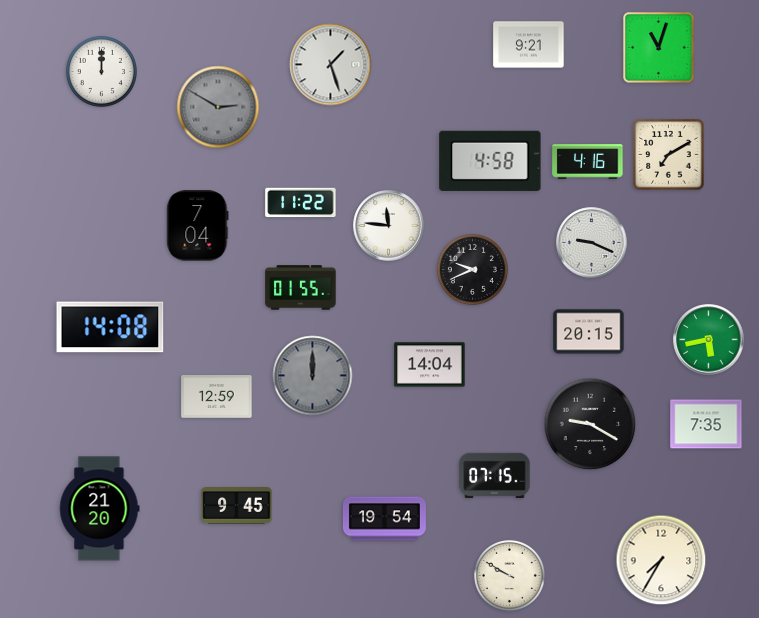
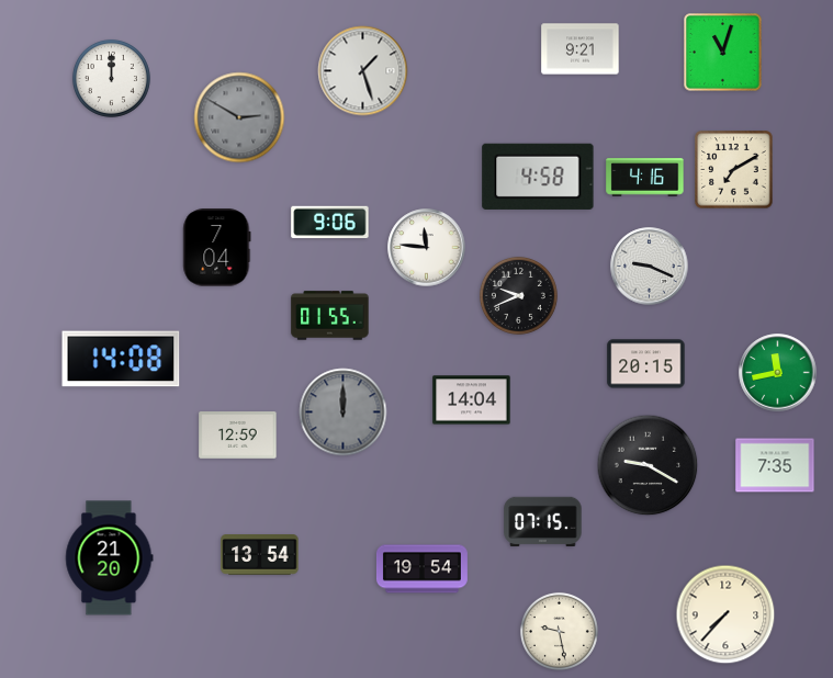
clock at (301, 203): 11:22 -> 9:06
clock at (709, 340): 5:43 -> 11:43
clock at (237, 506): 9:45 -> 13:54
clock at (661, 560): 7:35 -> 7:37
clock at (509, 575): 9:50 -> 9:28
